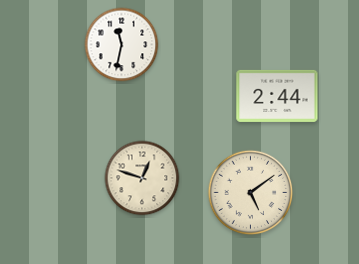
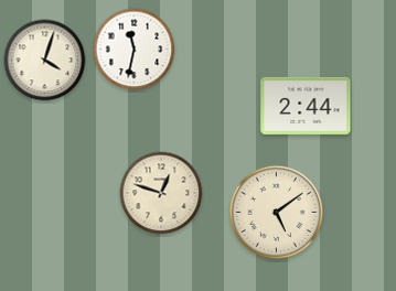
clock at (45, 61): none -> 4:03
clock at (142, 178) position: (142, 178) -> (161, 193)
